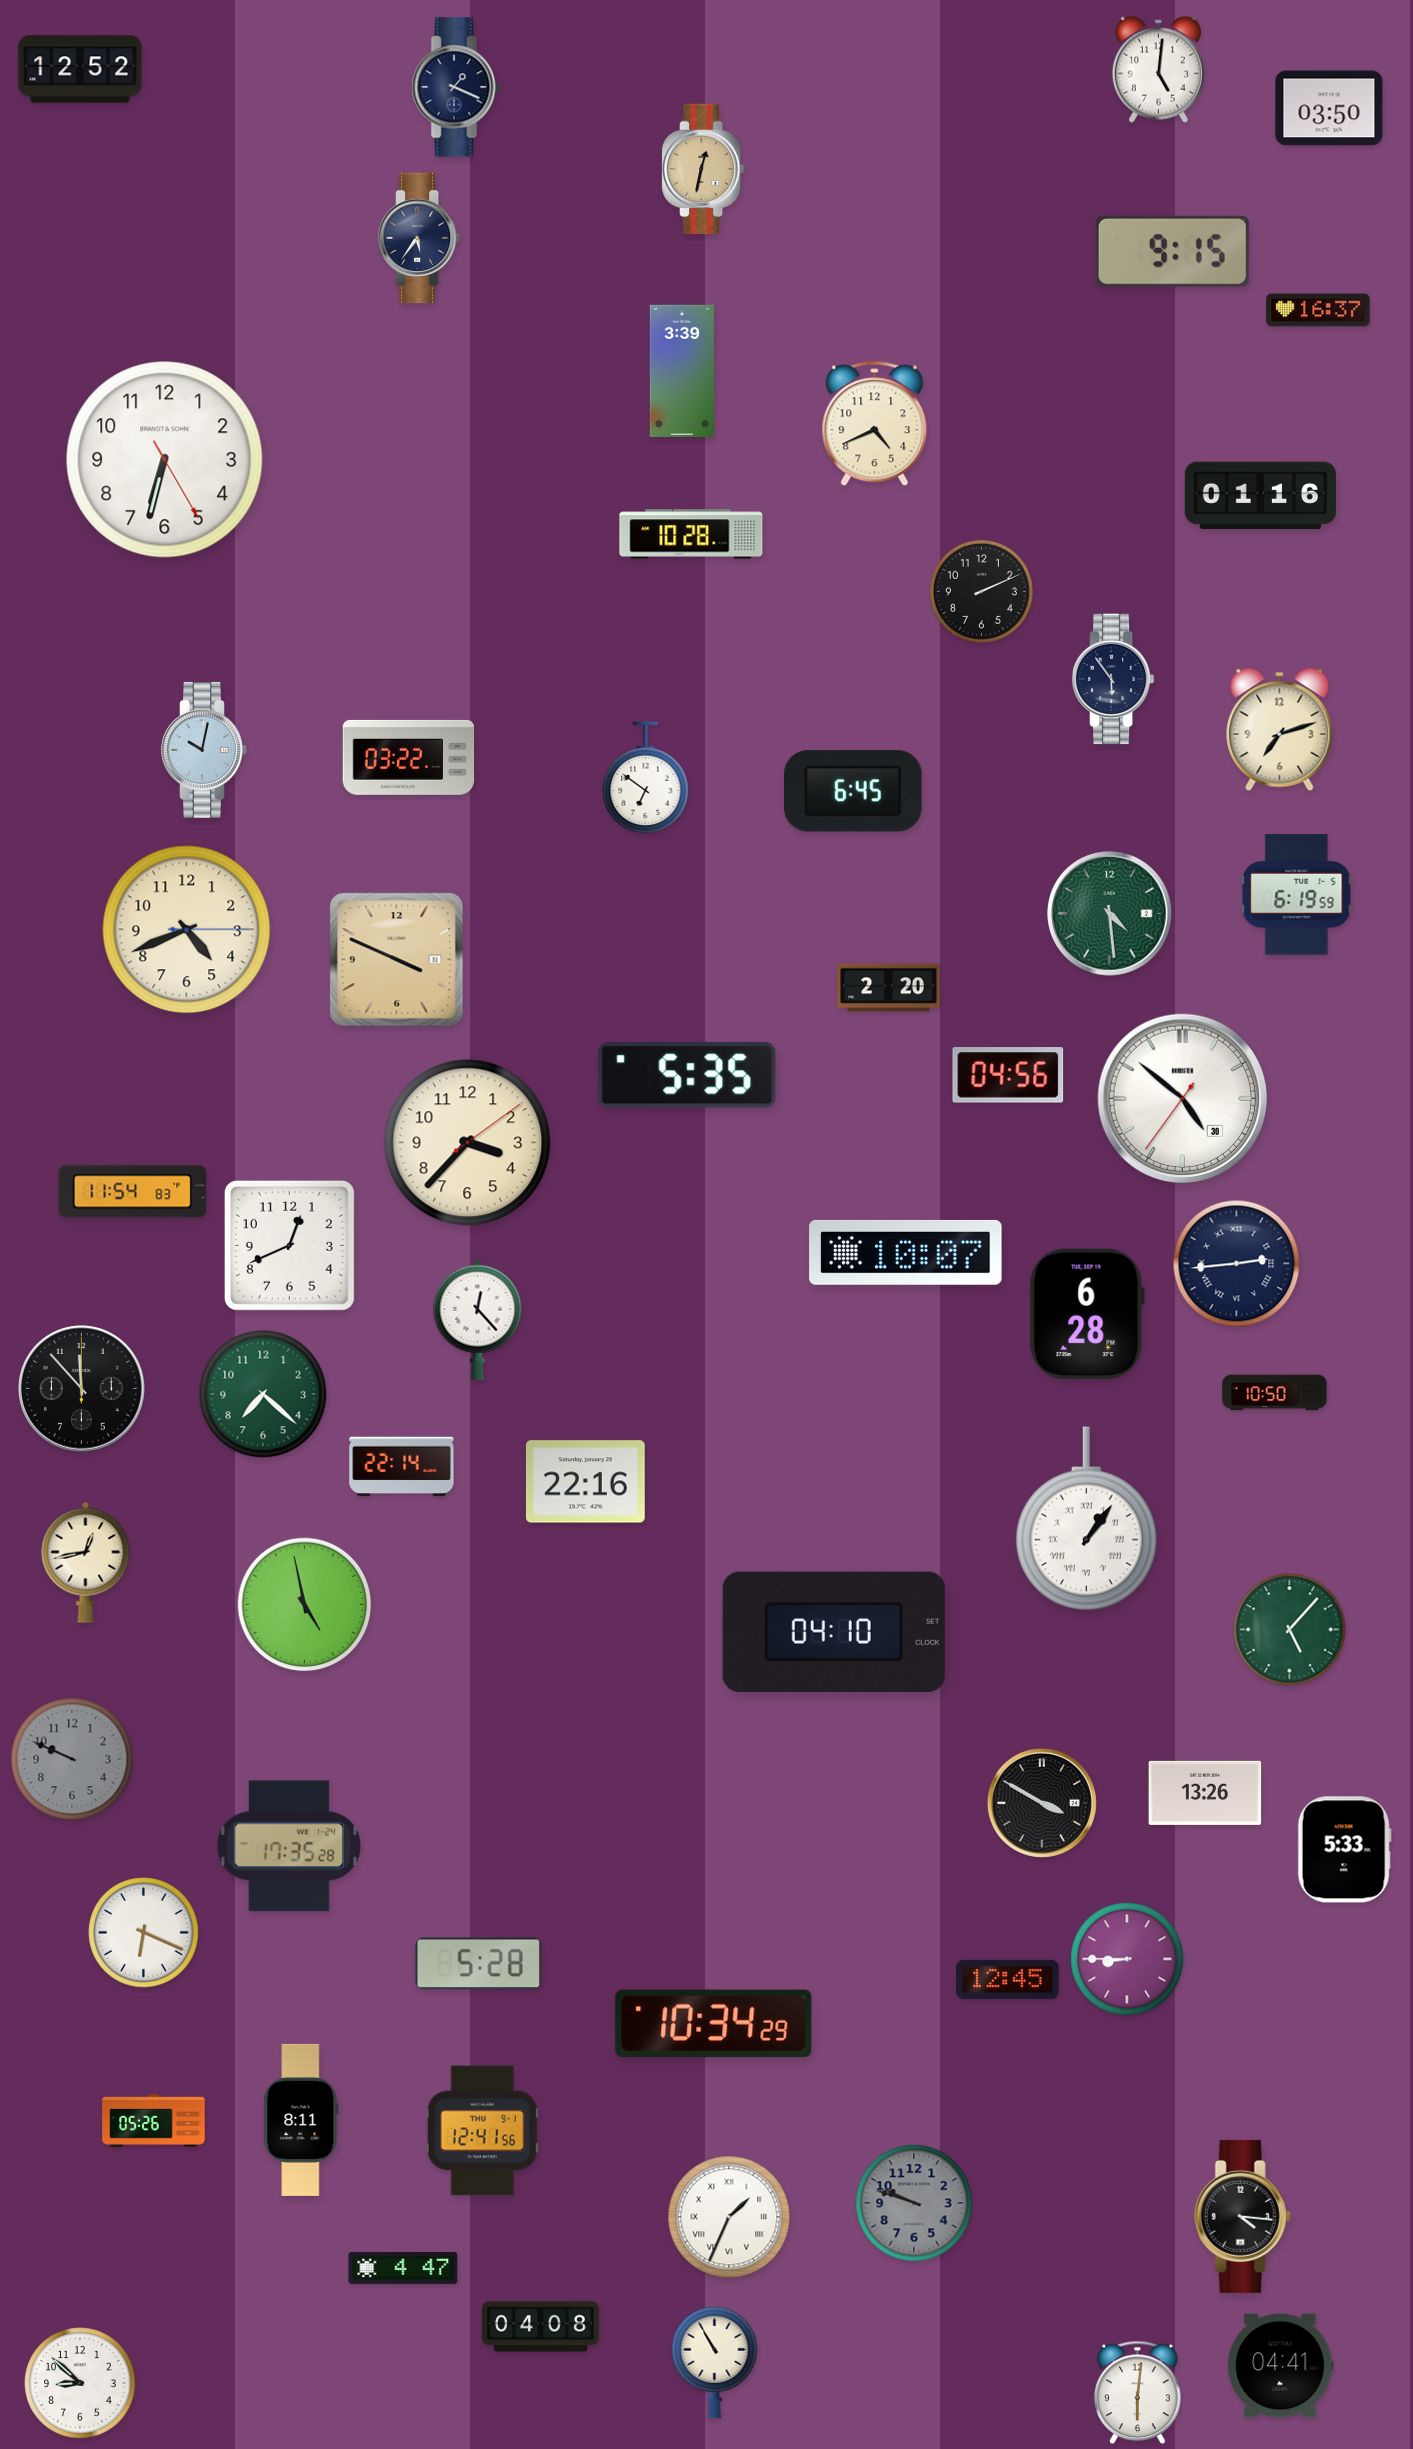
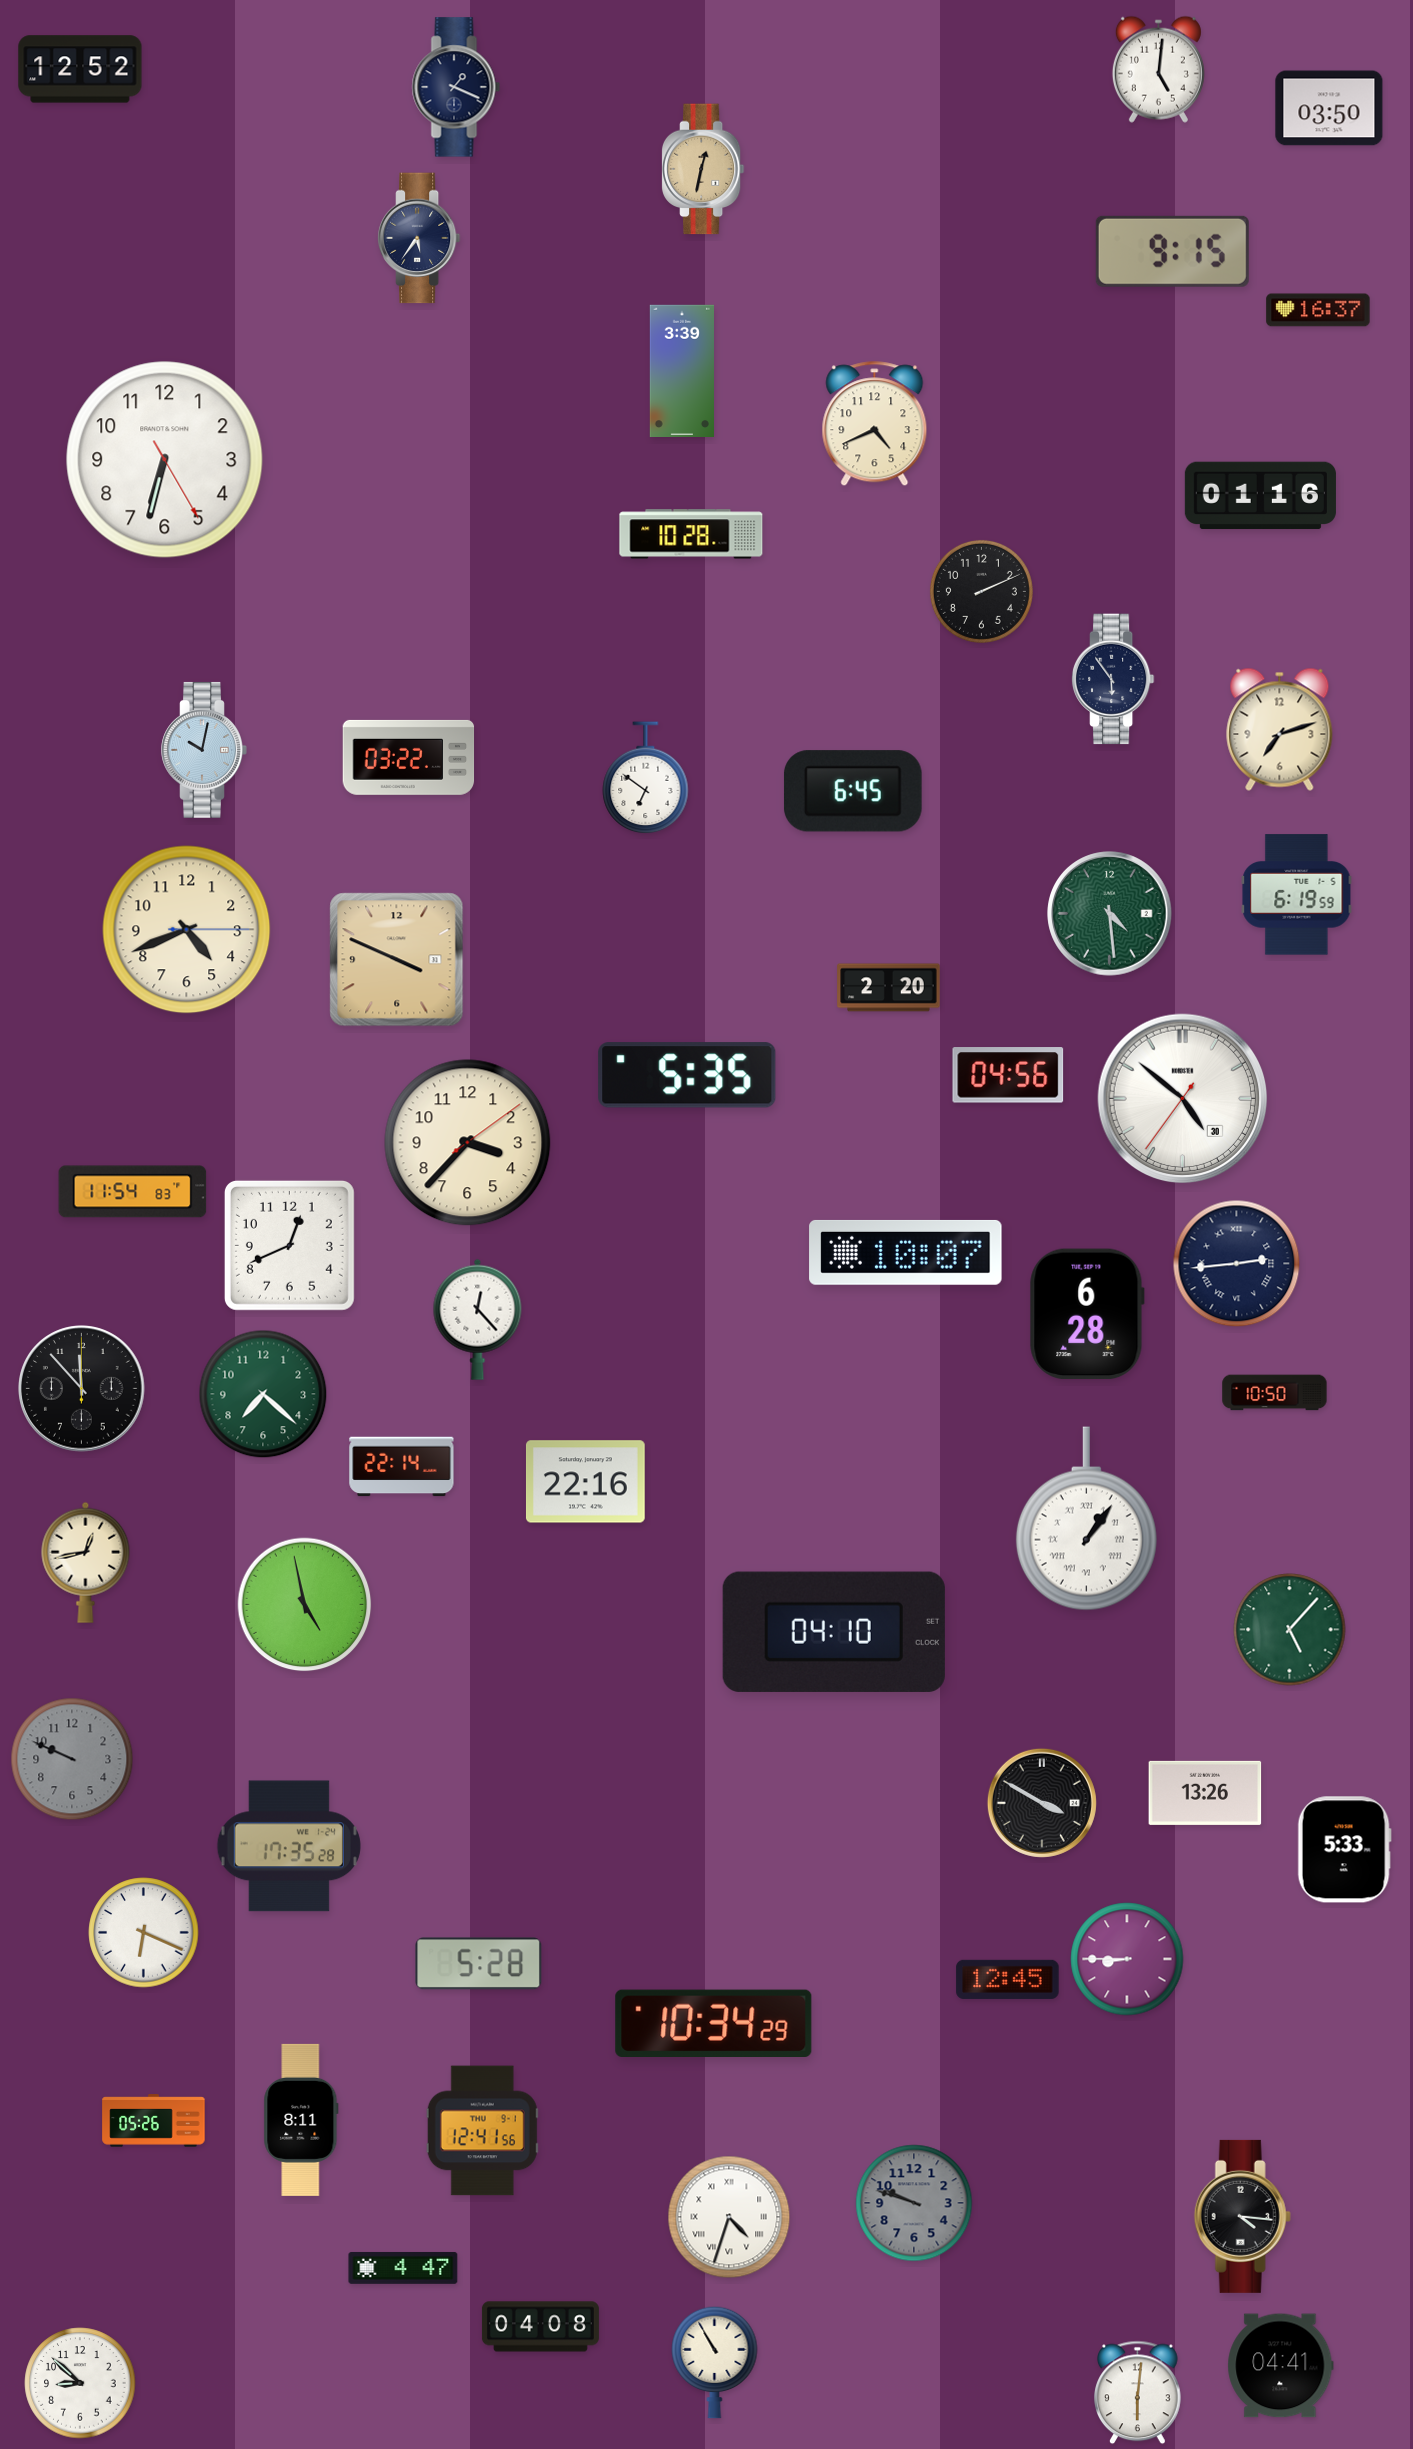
clock at (729, 2217): 1:34 -> 4:33
